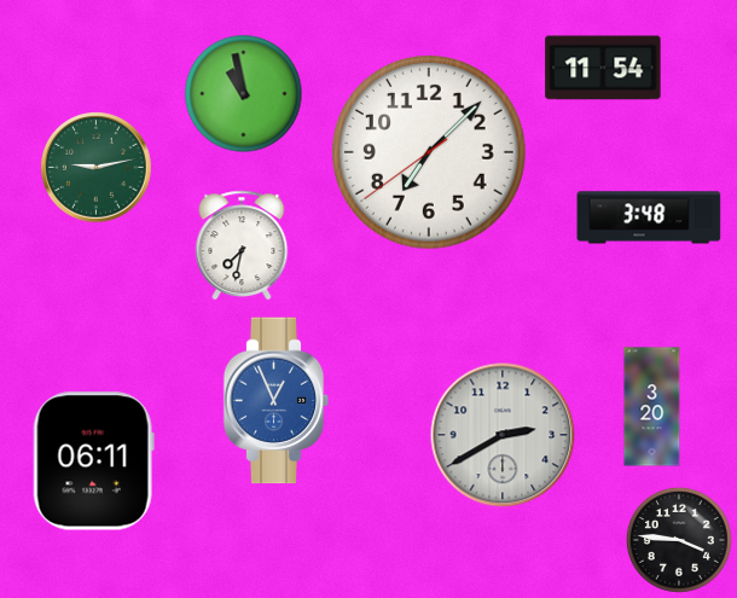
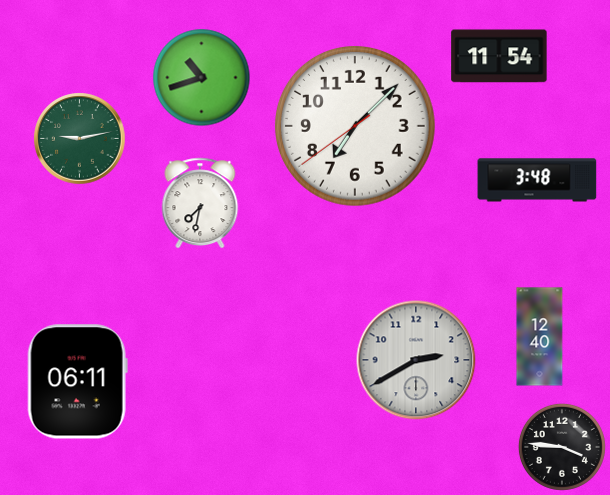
clock at (244, 94): 10:58 -> 10:42
clock at (277, 401): 12:56 -> none
clock at (652, 407): 3:20 -> 12:40
